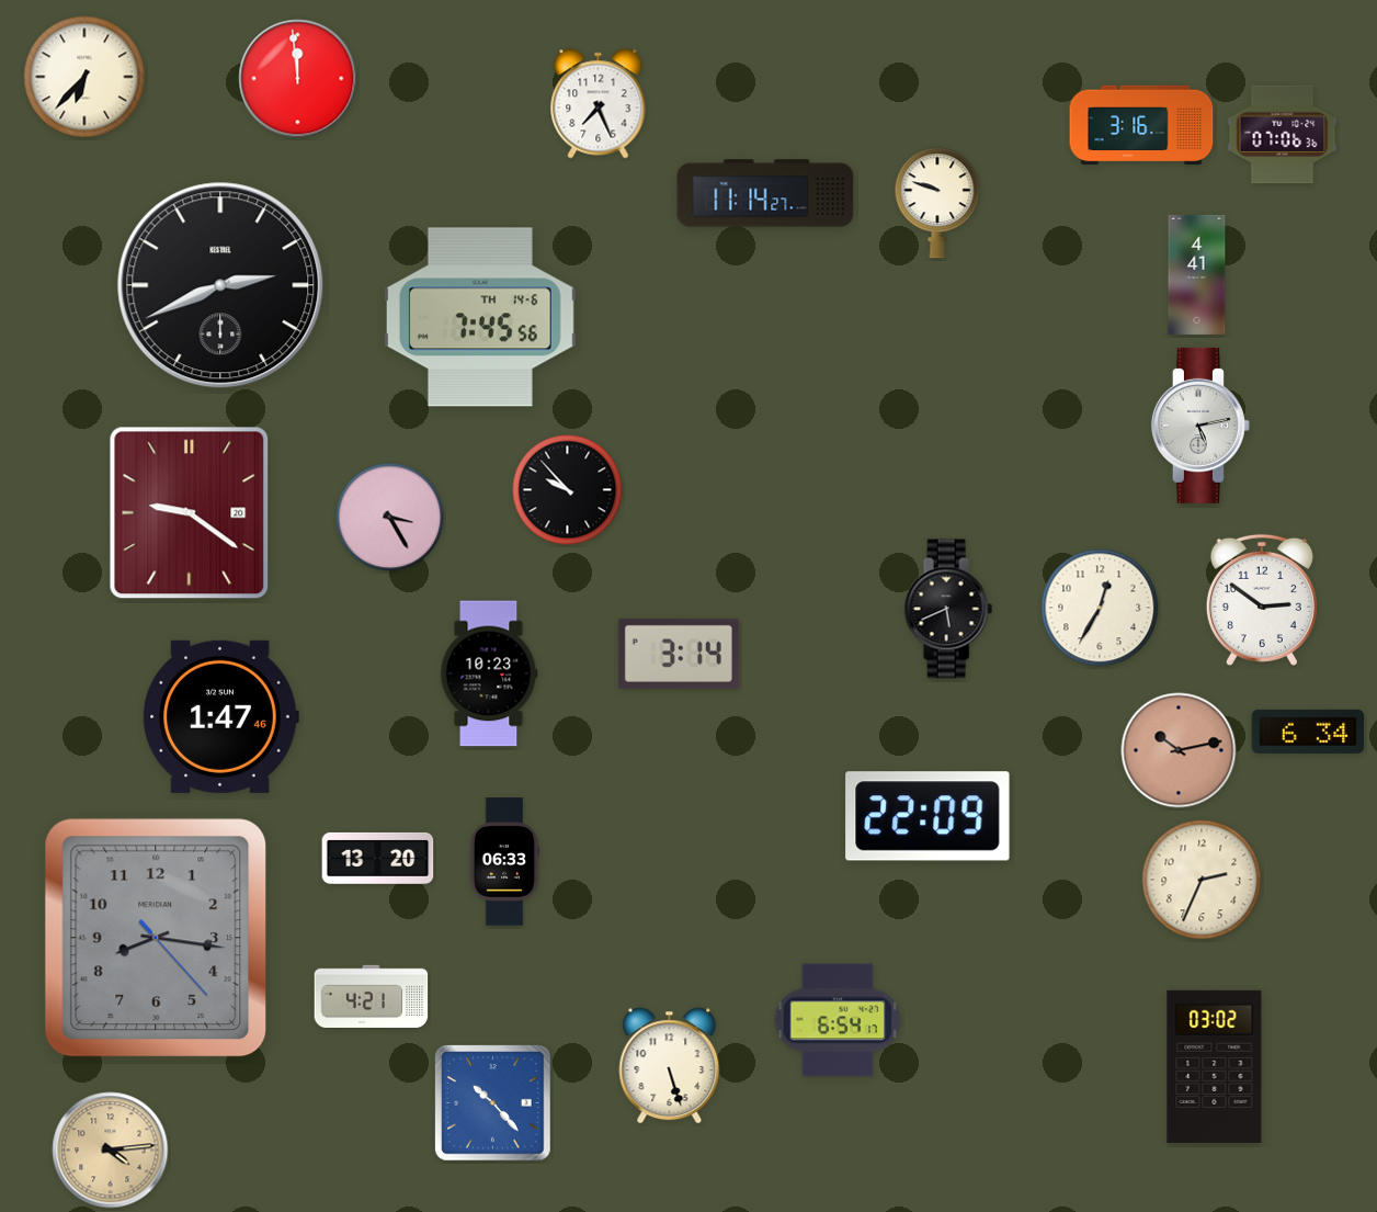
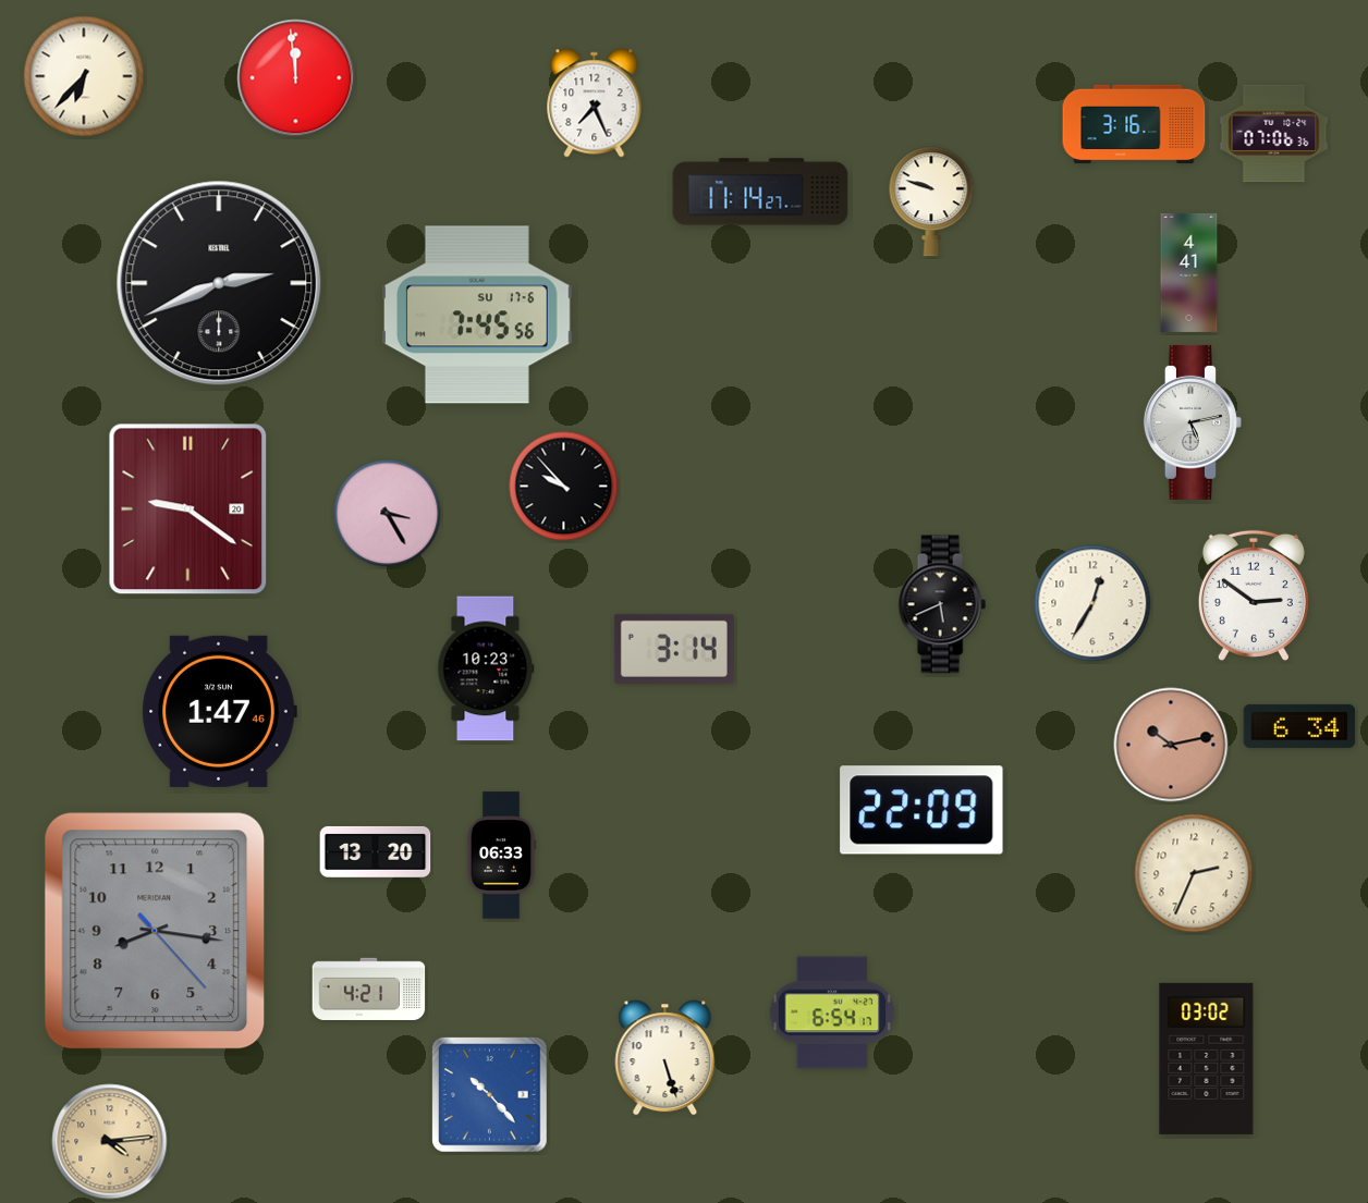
clock at (480, 317) date: TH 14-6 -> SU 17-6
